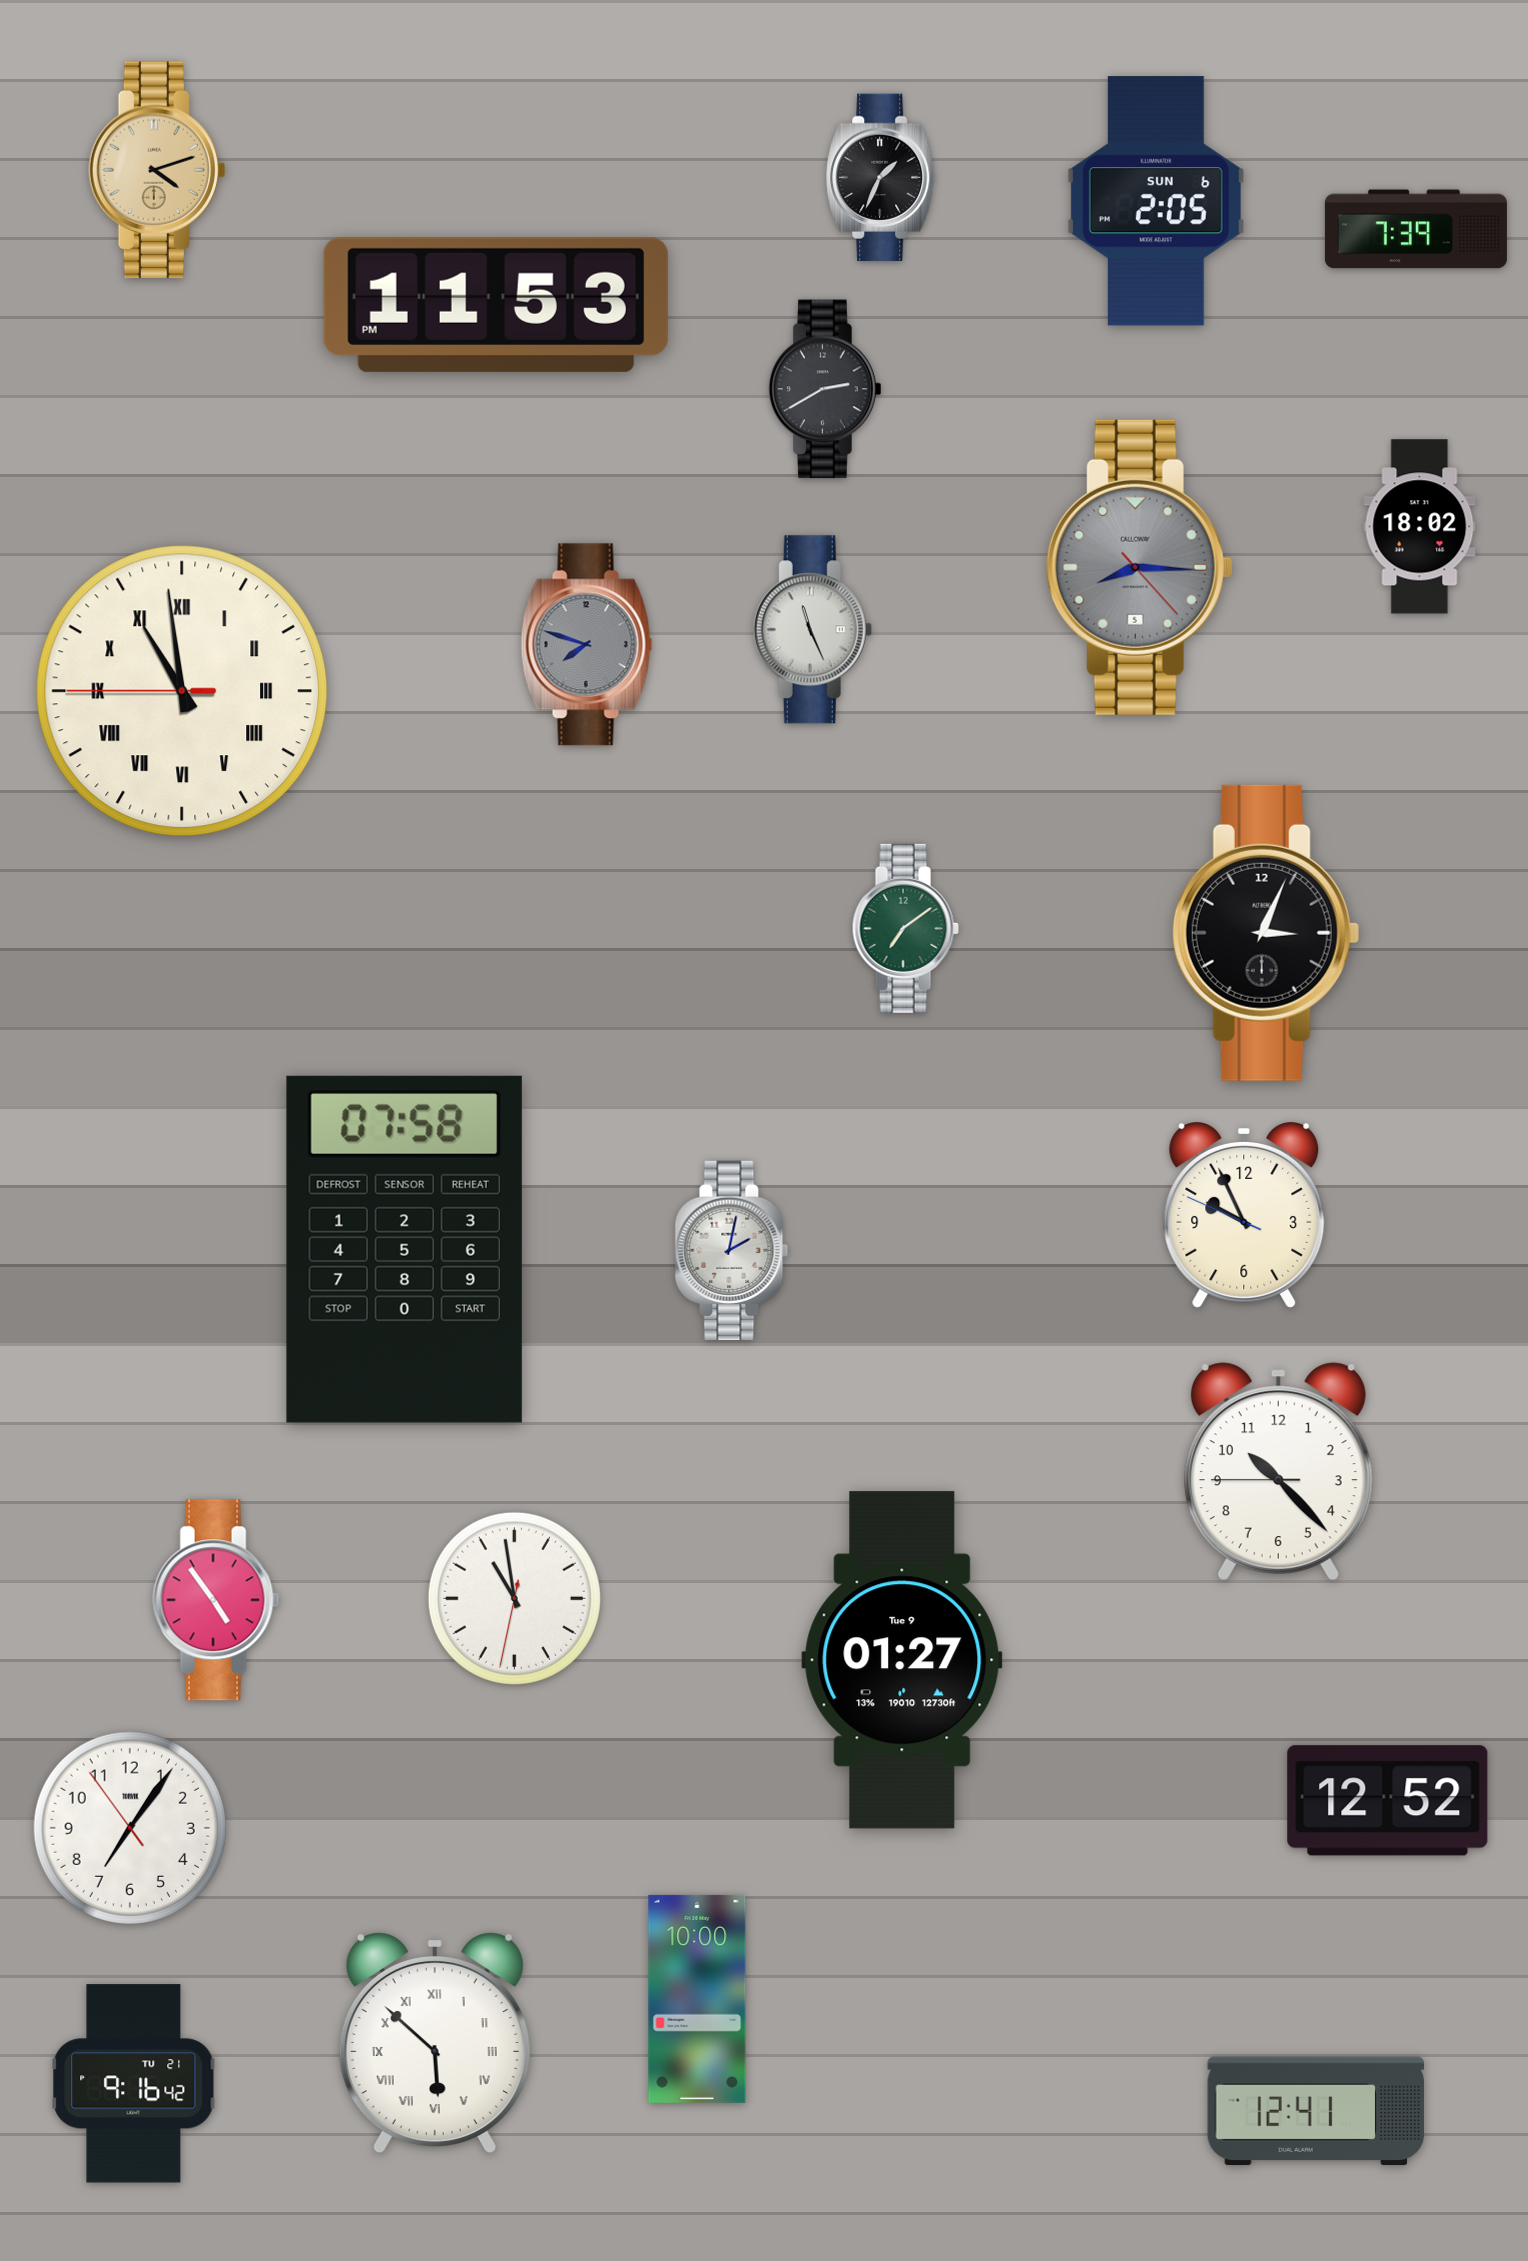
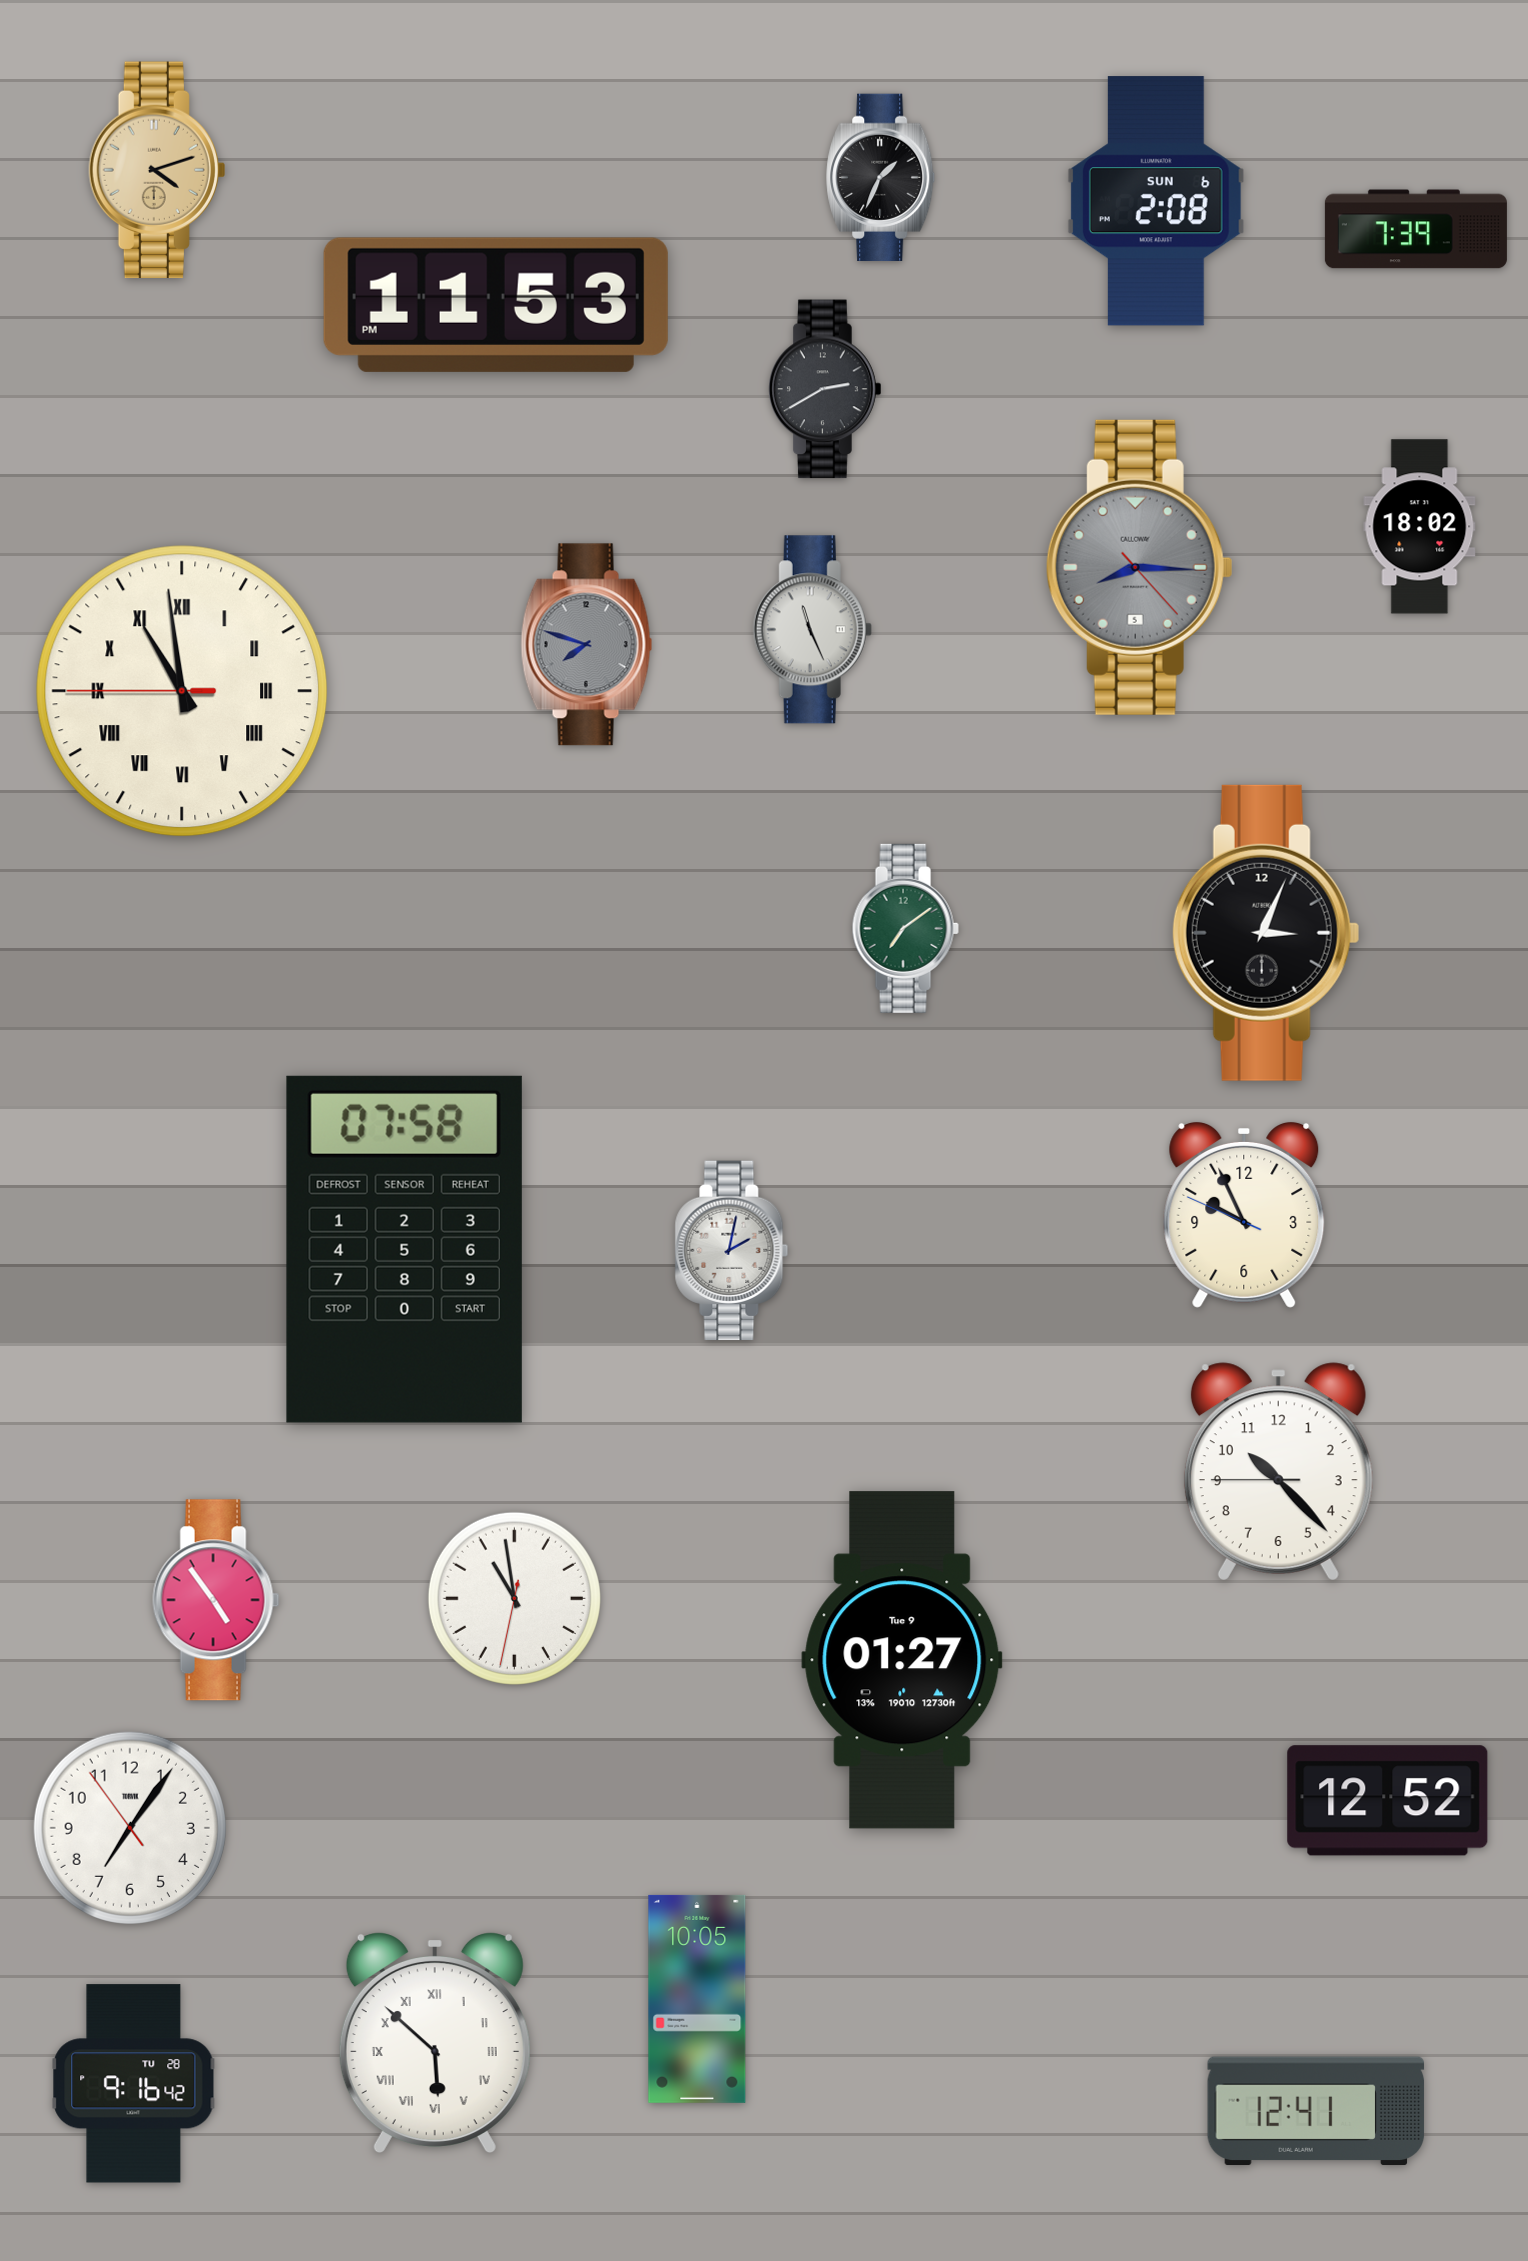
clock at (1156, 201): 2:05 -> 2:08
clock at (697, 1999): 10:00 -> 10:05
clock at (134, 2084) date: TU 21 -> TU 28
